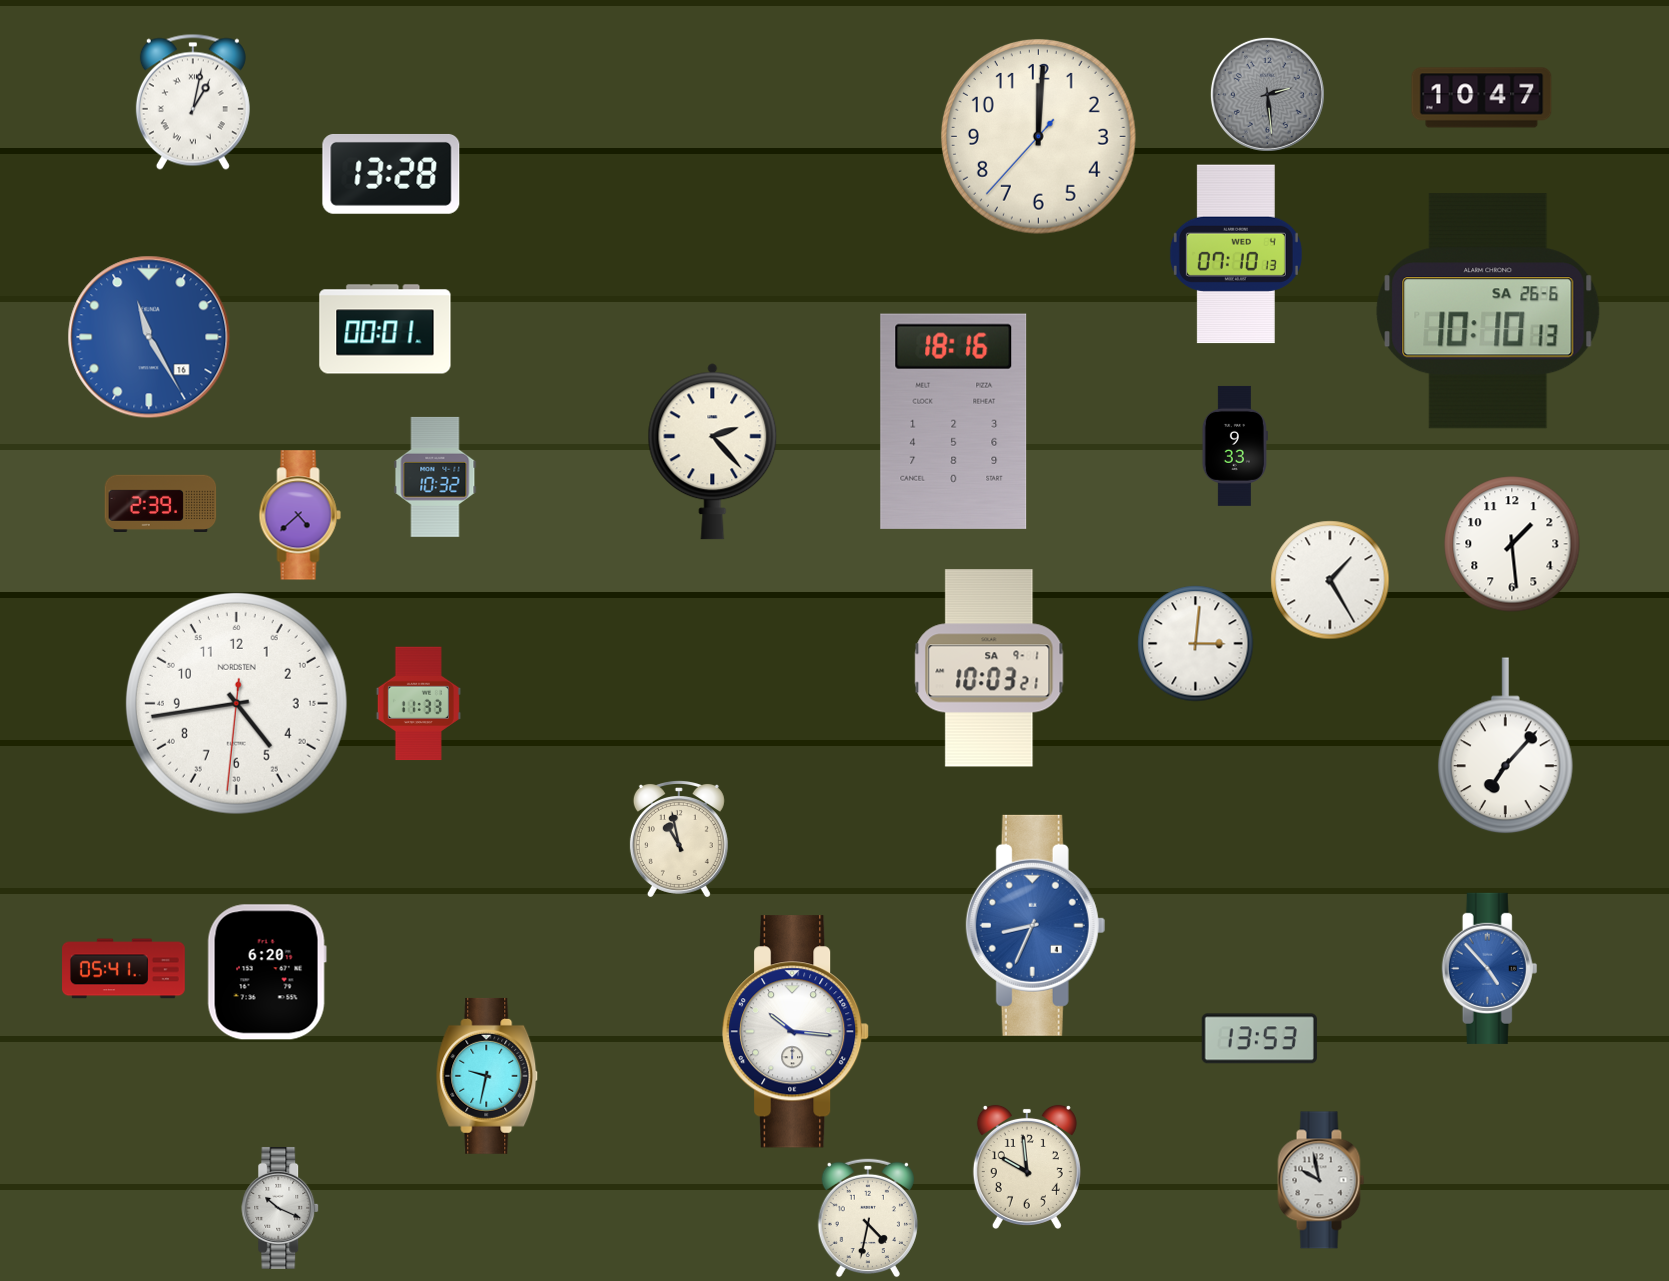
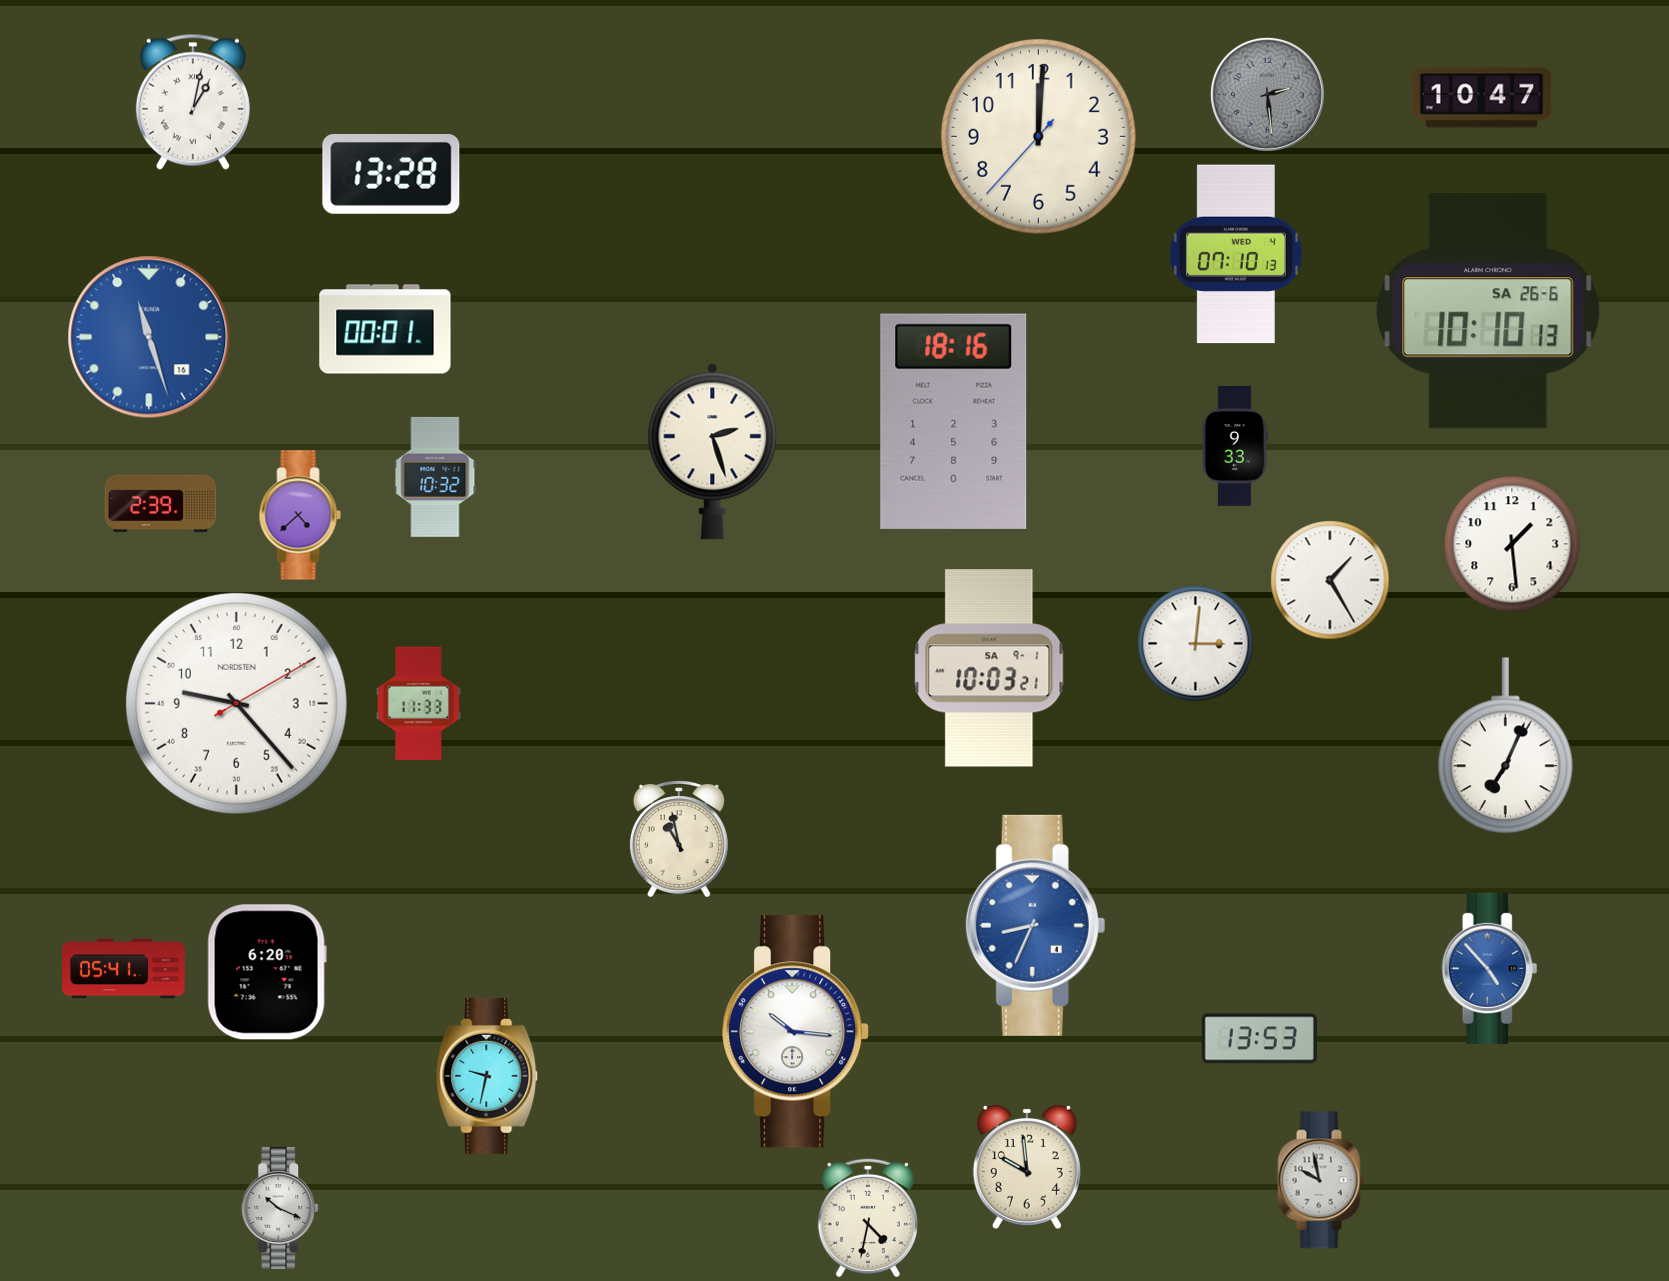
clock at (149, 337): 11:25 -> 11:27
clock at (713, 452): 2:23 -> 2:27
clock at (236, 703): 4:43 -> 9:23
clock at (1505, 746): 7:07 -> 7:04
